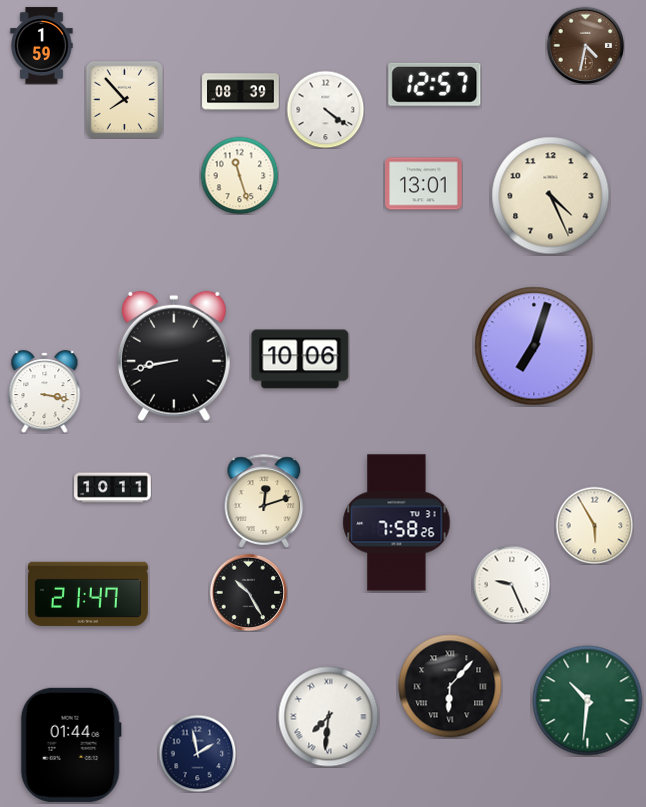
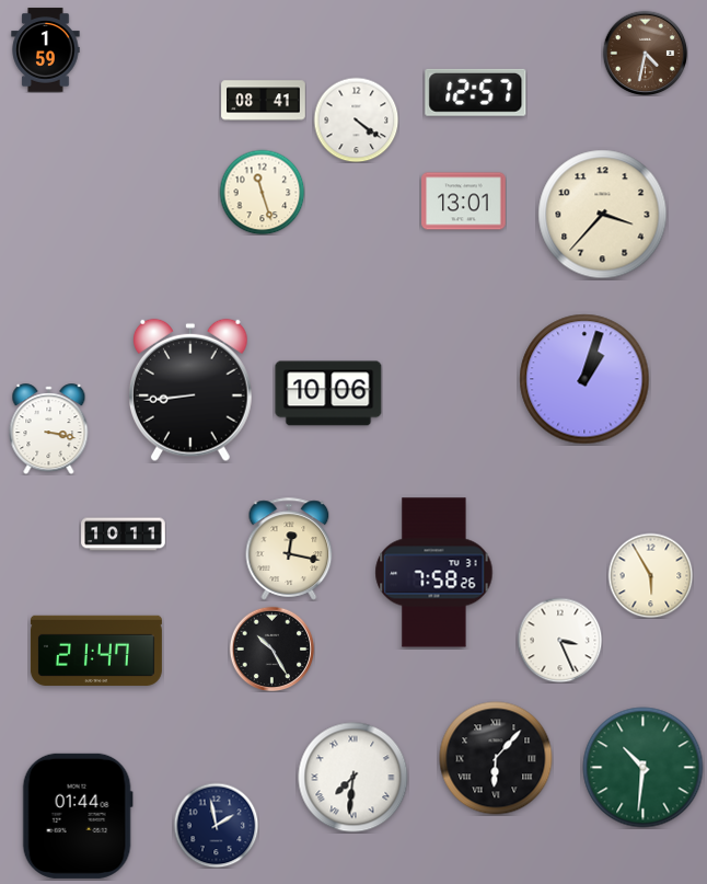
clock at (585, 45) position: (585, 45) -> (645, 53)
clock at (241, 92): 08:39 -> 08:41
clock at (124, 99): 7:53 -> none
clock at (551, 196): 4:26 -> 3:37
clock at (534, 346): 7:03 -> 1:03
clock at (174, 356): 8:43 -> 8:44
clock at (264, 501): 12:12 -> 12:17
clock at (511, 584): 9:26 -> 3:26
clock at (450, 686) position: (450, 686) -> (496, 758)
clock at (329, 717) position: (329, 717) -> (353, 778)
